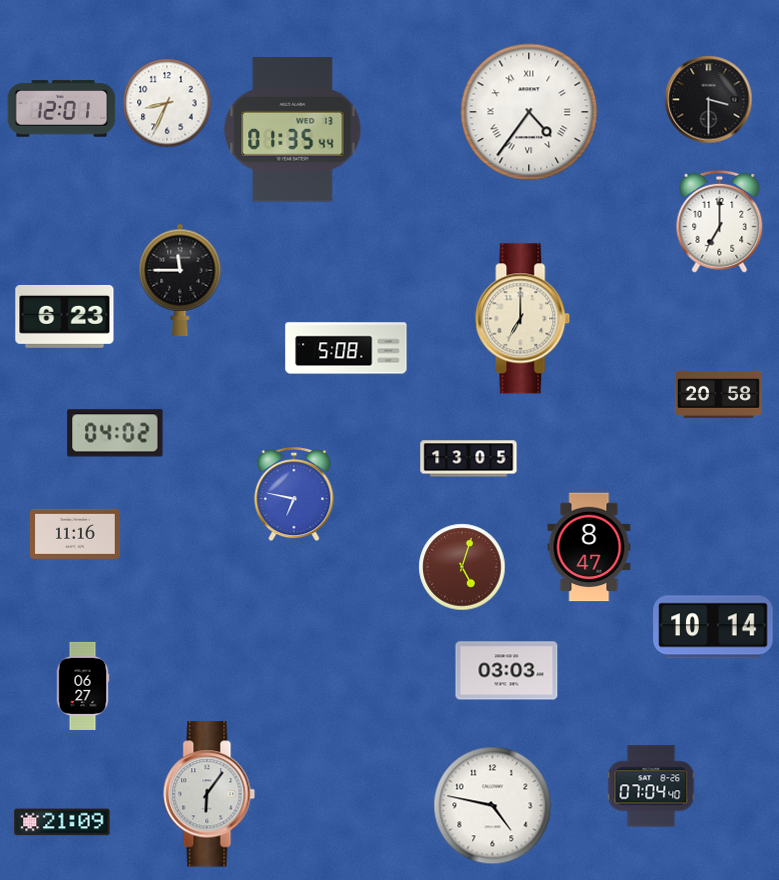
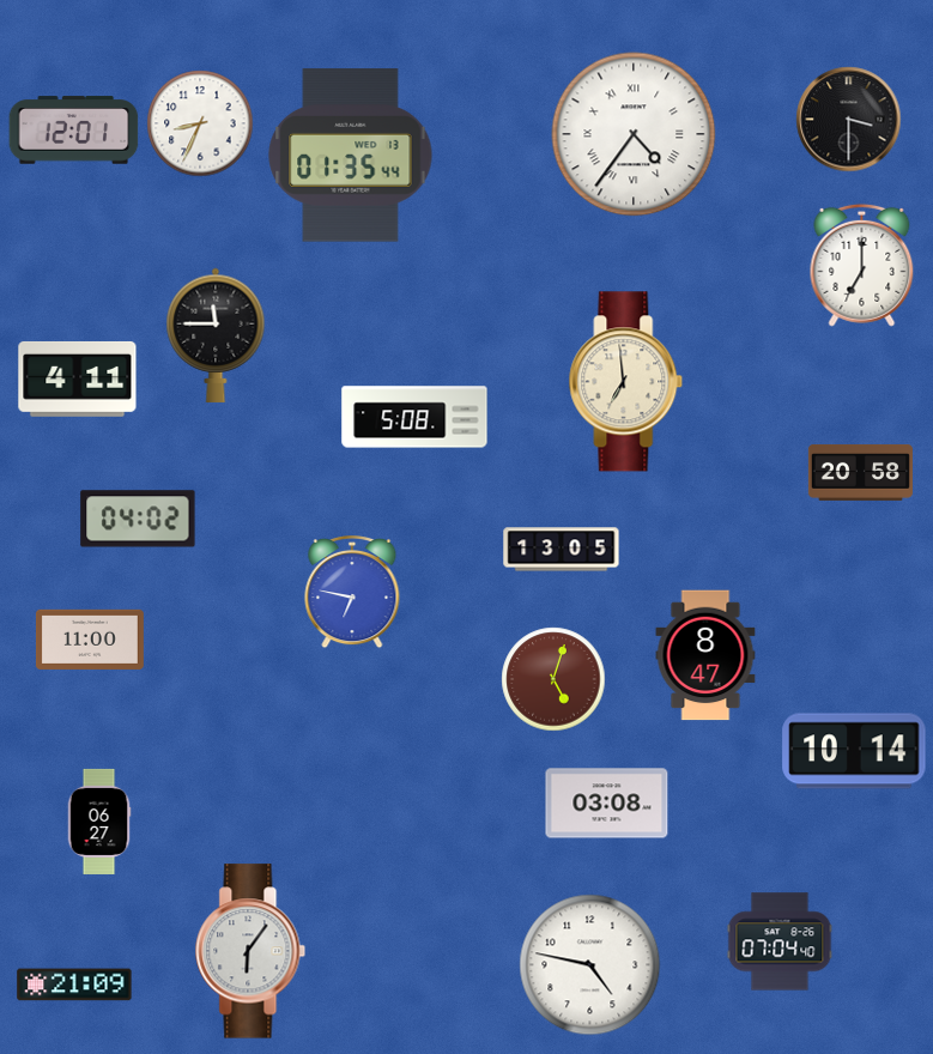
clock at (65, 316): 6:23 -> 4:11
clock at (523, 319): 7:00 -> 6:59
clock at (75, 534): 11:16 -> 11:00
clock at (507, 671): 03:03 -> 03:08
